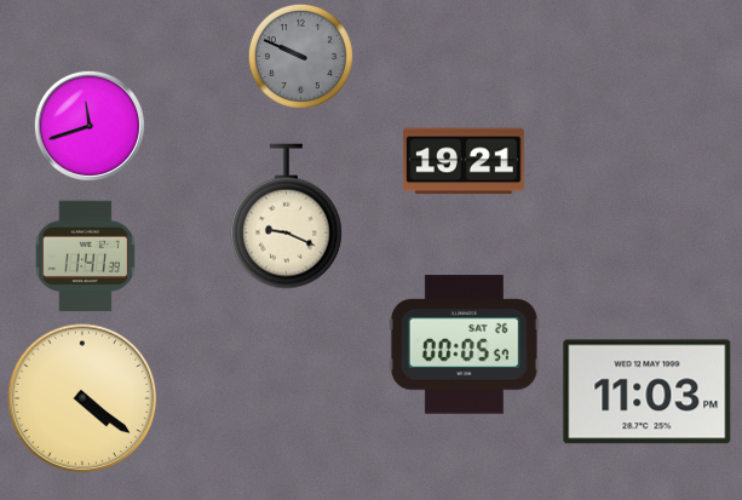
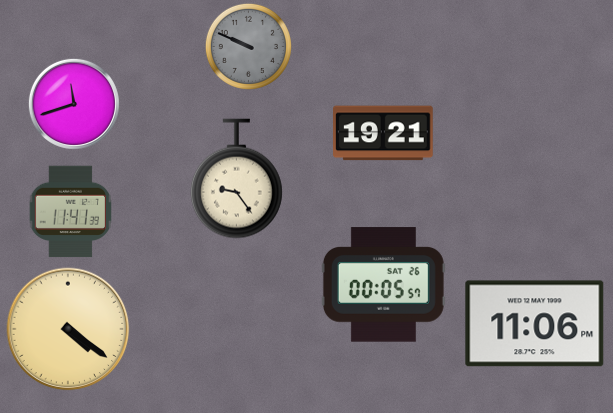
clock at (286, 217): 9:19 -> 9:24
clock at (648, 392): 11:03 -> 11:06
